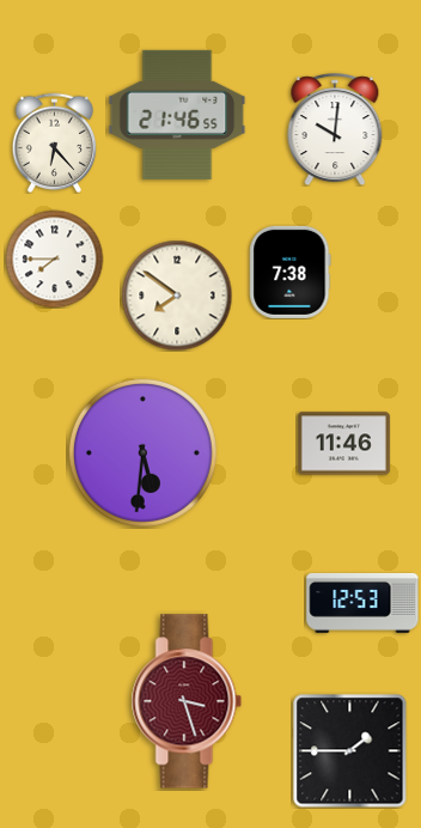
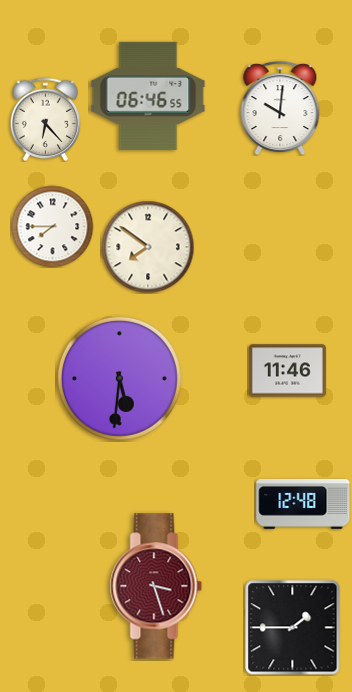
clock at (177, 115): 21:46 -> 06:46
clock at (54, 258) position: (54, 258) -> (52, 226)
clock at (291, 272): 7:38 -> none
clock at (362, 603): 12:53 -> 12:48
